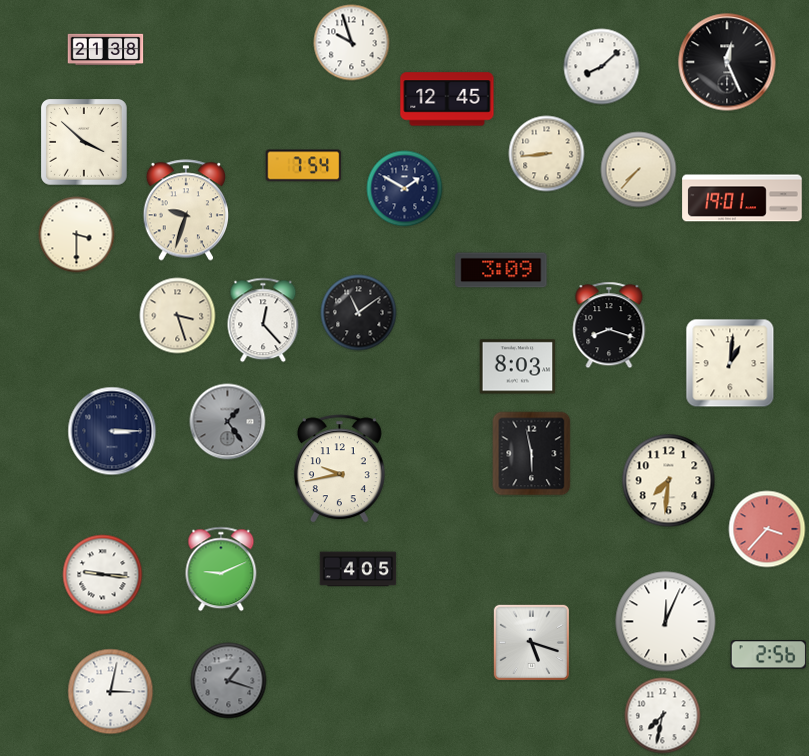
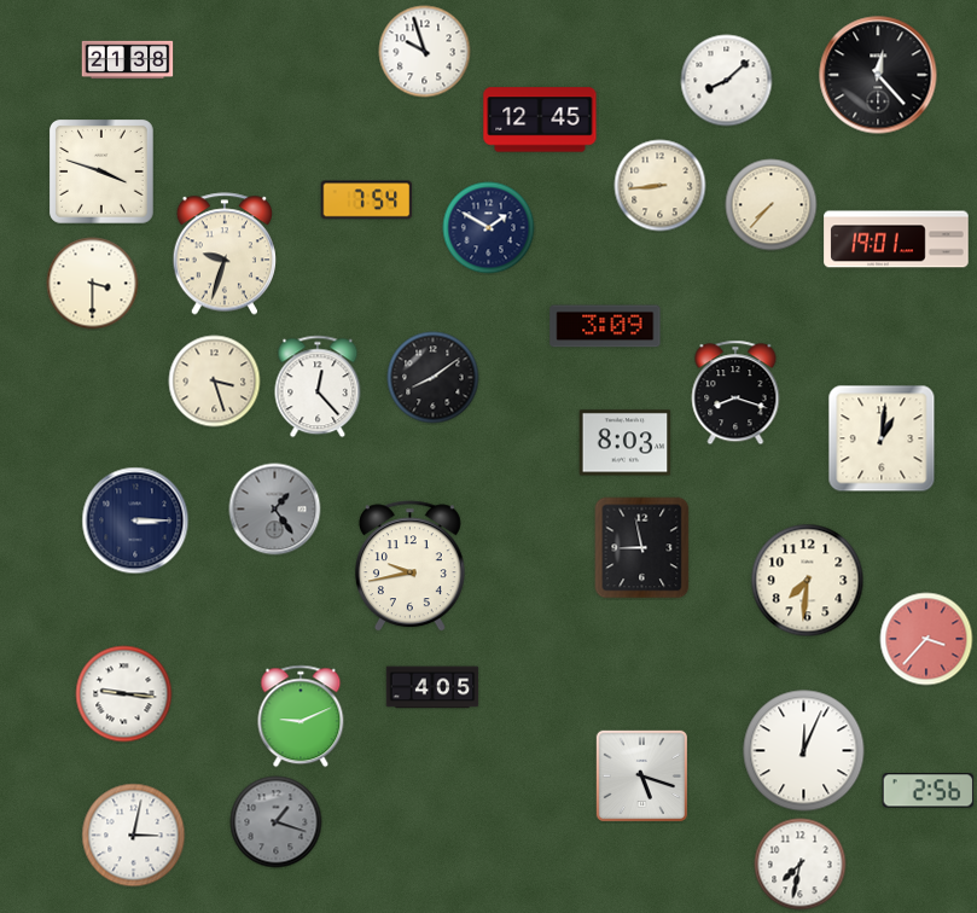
clock at (727, 62): 12:26 -> 12:23
clock at (85, 143): 3:52 -> 3:48
clock at (359, 313): 11:09 -> 8:09
clock at (532, 454): 5:58 -> 8:58
clock at (221, 569) position: (221, 569) -> (301, 716)
